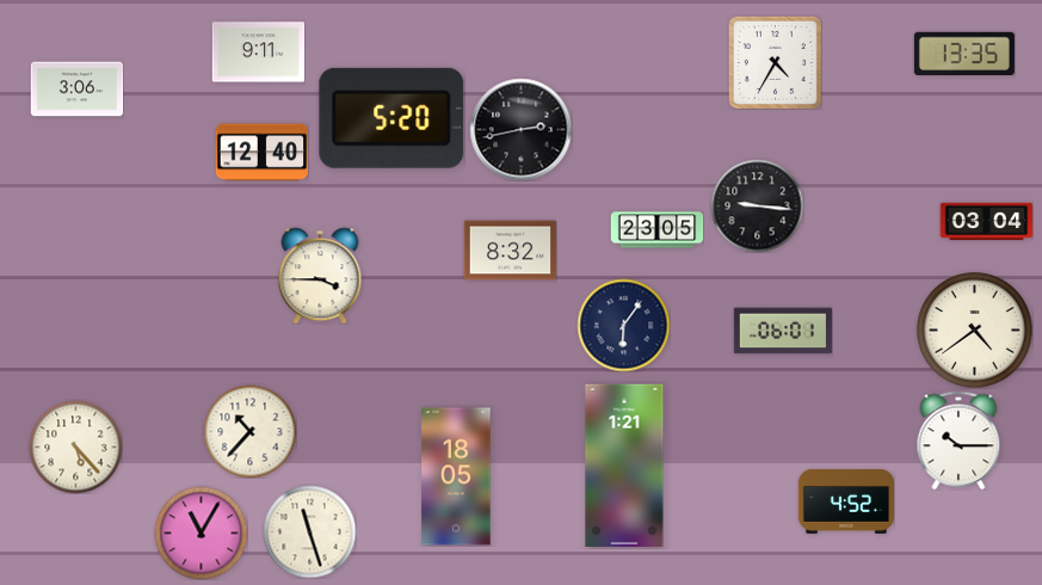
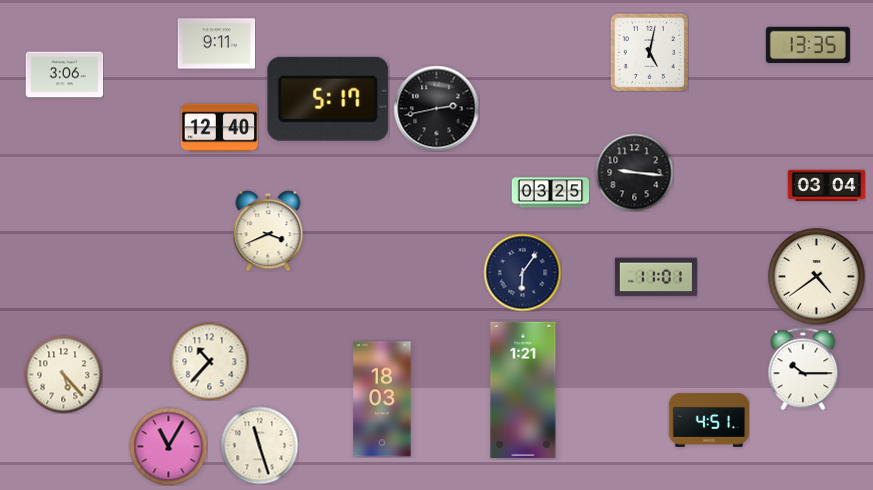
clock at (775, 62): 4:35 -> 5:02
clock at (391, 118): 5:20 -> 5:17
clock at (656, 230): 23:05 -> 03:25
clock at (510, 251): 8:32 -> none
clock at (320, 276): 3:45 -> 3:41
clock at (783, 331): 06:01 -> 11:01
clock at (456, 476): 18:05 -> 18:03
clock at (846, 501): 4:52 -> 4:51
